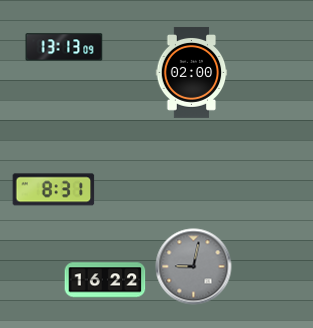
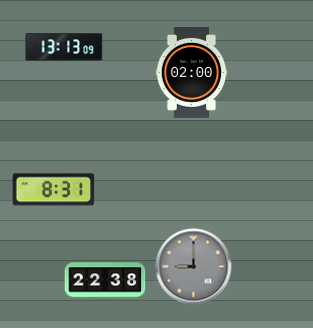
clock at (194, 267): 9:02 -> 9:00
clock at (105, 280): 16:22 -> 22:38
